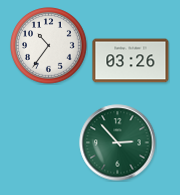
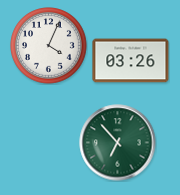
clock at (49, 46): 10:36 -> 4:04
clock at (118, 143): 2:53 -> 6:53
